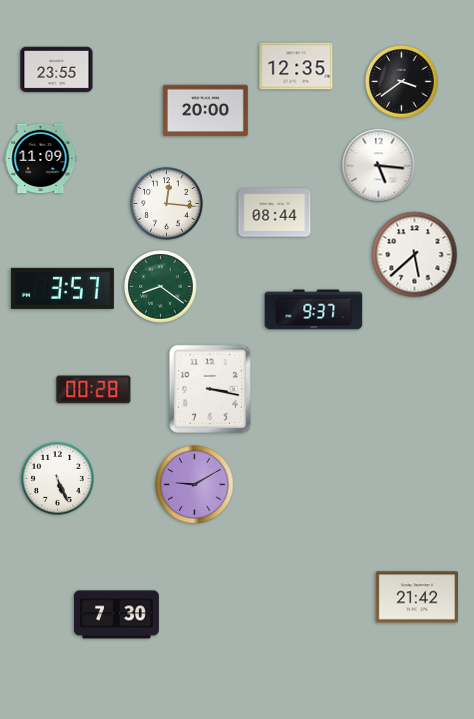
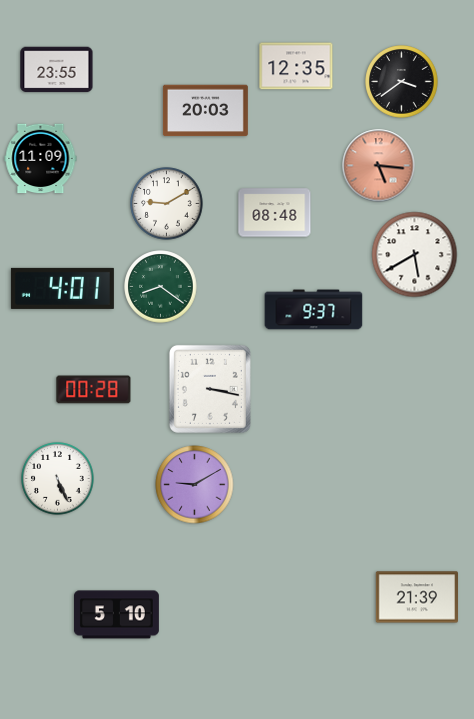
clock at (205, 111): 20:00 -> 20:03
clock at (379, 166) dial: white -> salmon
clock at (167, 204): 12:16 -> 9:10
clock at (275, 213): 08:44 -> 08:48
clock at (415, 255): 5:38 -> 5:40
clock at (62, 288): 3:57 -> 4:01
clock at (416, 597): 21:42 -> 21:39
clock at (116, 615): 7:30 -> 5:10
